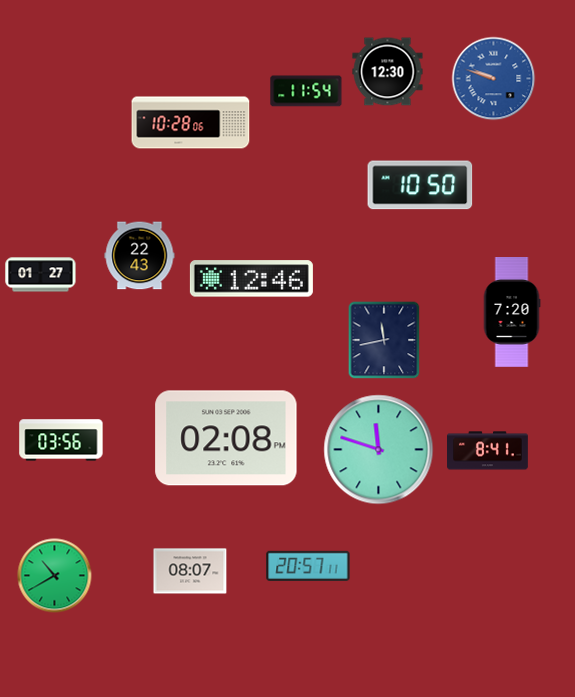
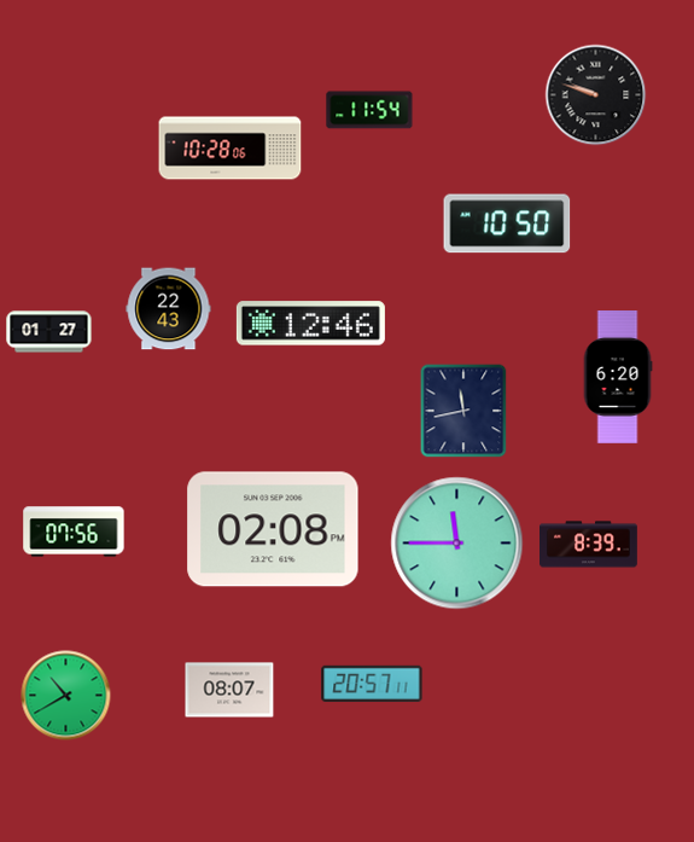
clock at (388, 72): 12:30 -> none
clock at (494, 79) dial: blue -> black
clock at (251, 279) position: (251, 279) -> (310, 324)
clock at (512, 313): 7:20 -> 6:20
clock at (61, 440): 03:56 -> 07:56
clock at (379, 450): 11:48 -> 11:45
clock at (488, 451): 8:41 -> 8:39
